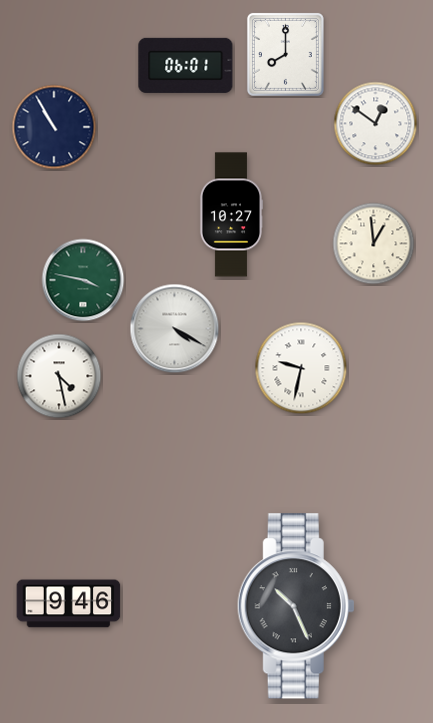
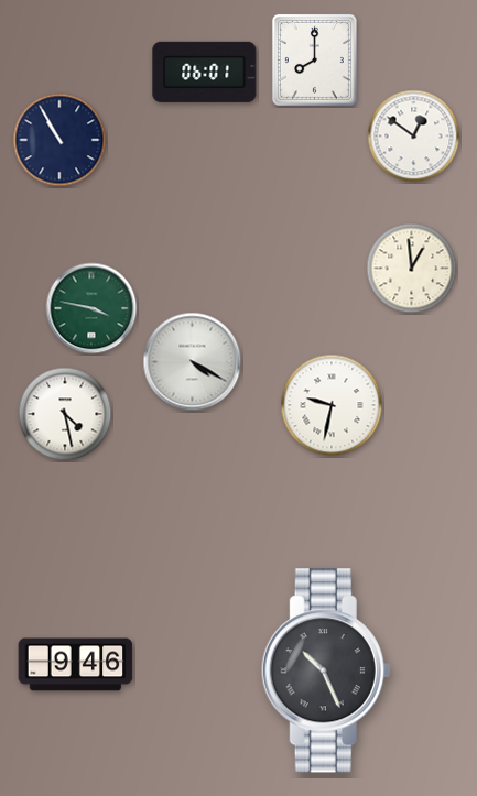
clock at (230, 215): 10:27 -> none
clock at (296, 606) position: (296, 606) -> (326, 670)
